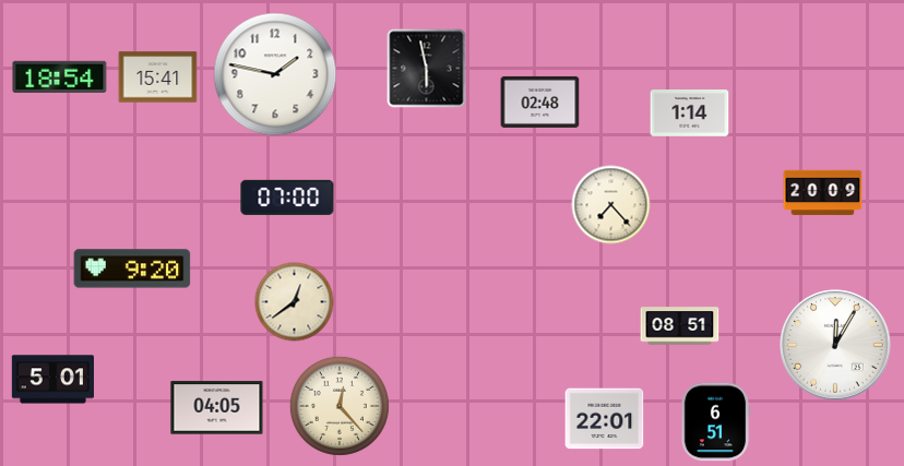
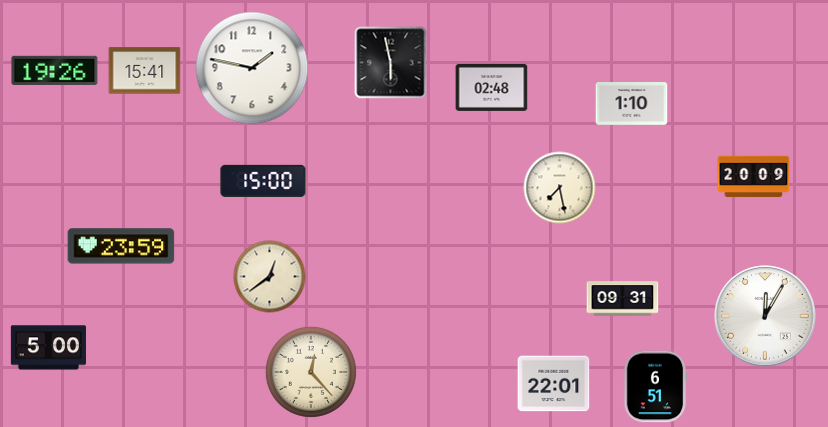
clock at (60, 76): 18:54 -> 19:26
clock at (540, 101) position: (540, 101) -> (492, 87)
clock at (690, 113): 1:14 -> 1:10
clock at (287, 198): 07:00 -> 15:00
clock at (611, 205): 7:23 -> 7:28
clock at (132, 268): 9:20 -> 23:59
clock at (680, 326): 08:51 -> 09:31
clock at (52, 380): 5:01 -> 5:00
clock at (217, 408): 04:05 -> none
